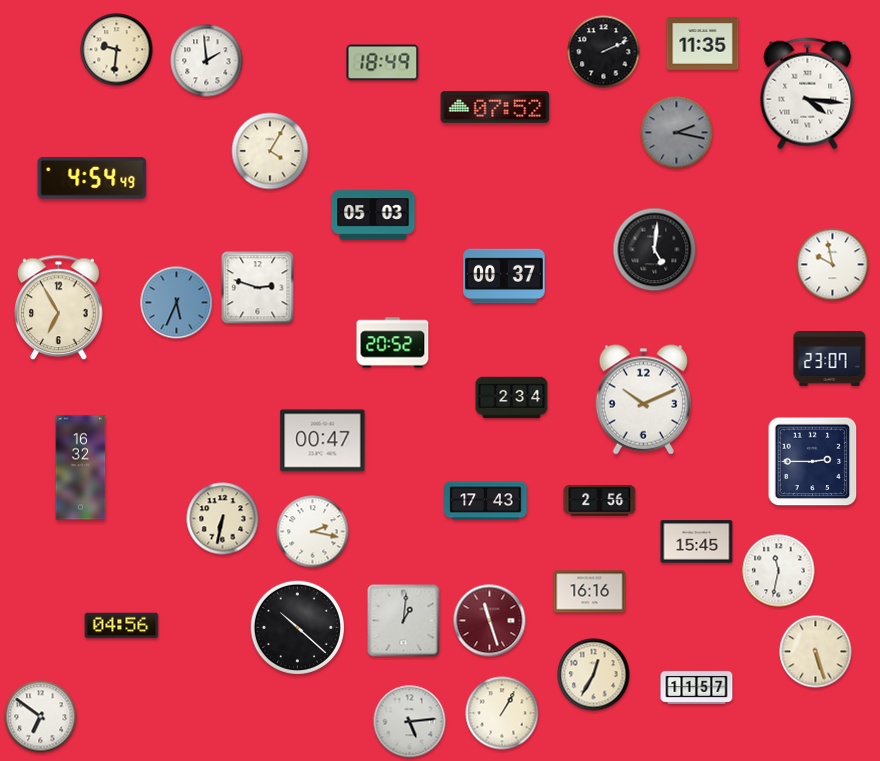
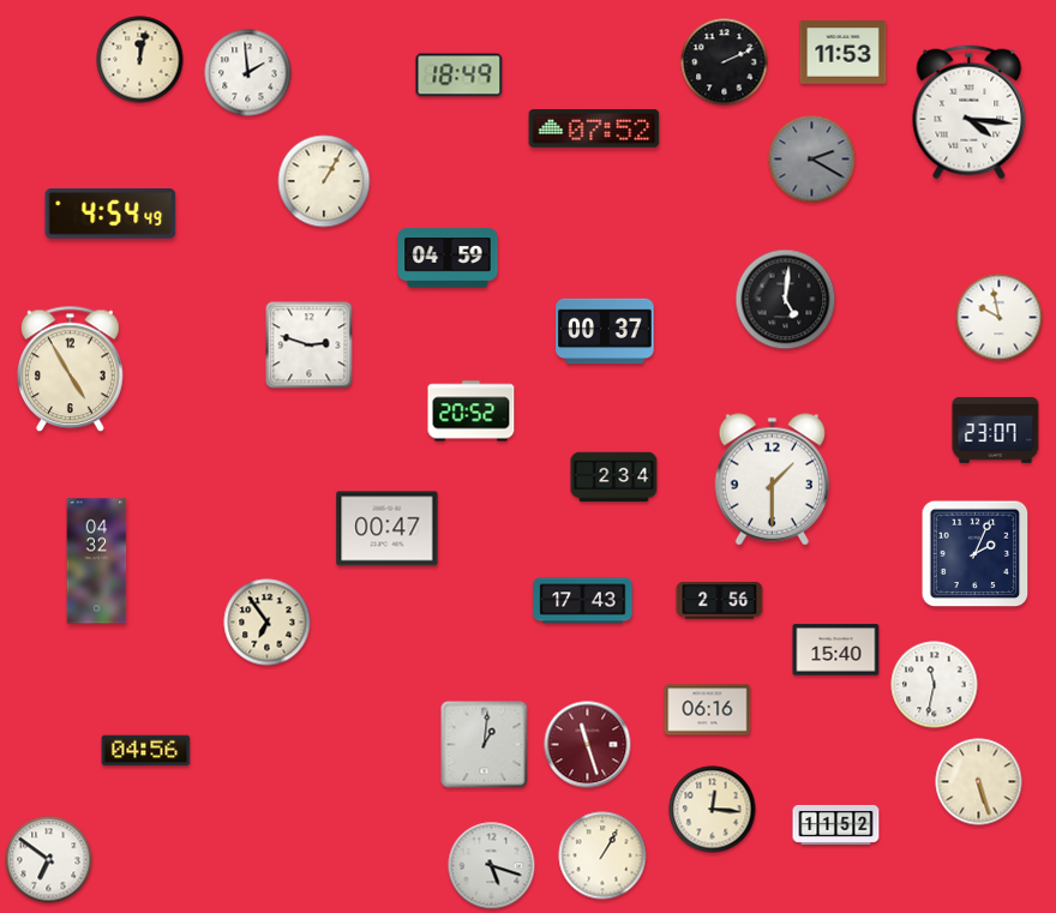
clock at (703, 44): 11:35 -> 11:53
clock at (117, 50): 9:31 -> 12:02
clock at (677, 133): 2:17 -> 2:20
clock at (270, 151): 4:05 -> 1:05
clock at (373, 215): 05:03 -> 04:59
clock at (177, 303): 5:34 -> none
clock at (59, 308): 6:55 -> 4:55
clock at (643, 400): 10:11 -> 1:30
clock at (813, 462): 2:45 -> 2:04
clock at (81, 468): 16:32 -> 04:32
clock at (223, 519): 6:32 -> 6:54
clock at (313, 532): 2:17 -> none
clock at (697, 542): 15:45 -> 15:40
clock at (590, 592): 16:16 -> 06:16
clock at (297, 627): 10:22 -> none
clock at (594, 675): 12:35 -> 12:16
clock at (697, 687): 11:57 -> 11:52
clock at (410, 722): 5:14 -> 5:18
